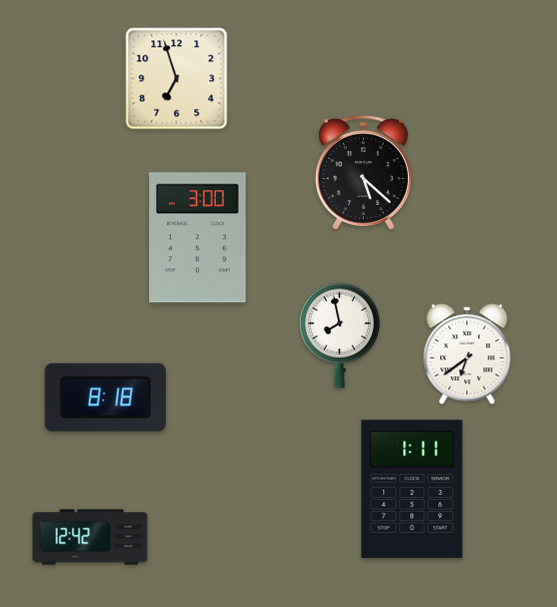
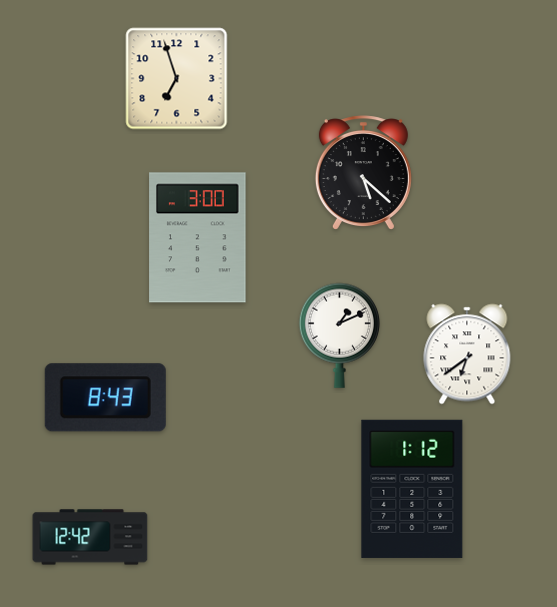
clock at (339, 335): 7:58 -> 1:11
clock at (105, 398): 8:18 -> 8:43
clock at (412, 489): 1:11 -> 1:12
